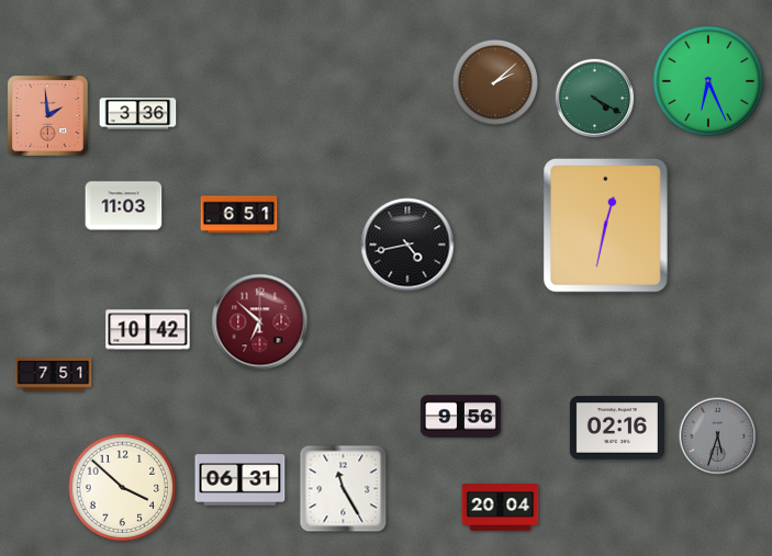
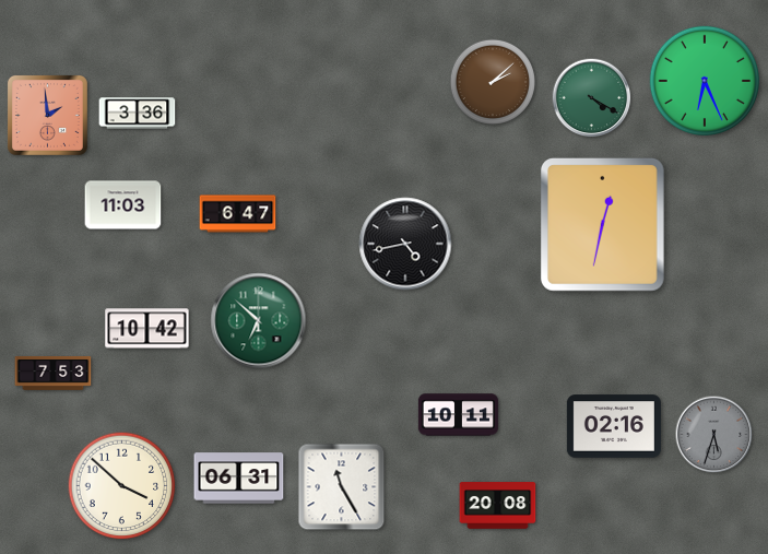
clock at (239, 215): 6:51 -> 6:47
clock at (260, 322) dial: burgundy -> green
clock at (54, 374): 7:51 -> 7:53
clock at (460, 417): 9:56 -> 10:11
clock at (501, 508): 20:04 -> 20:08
